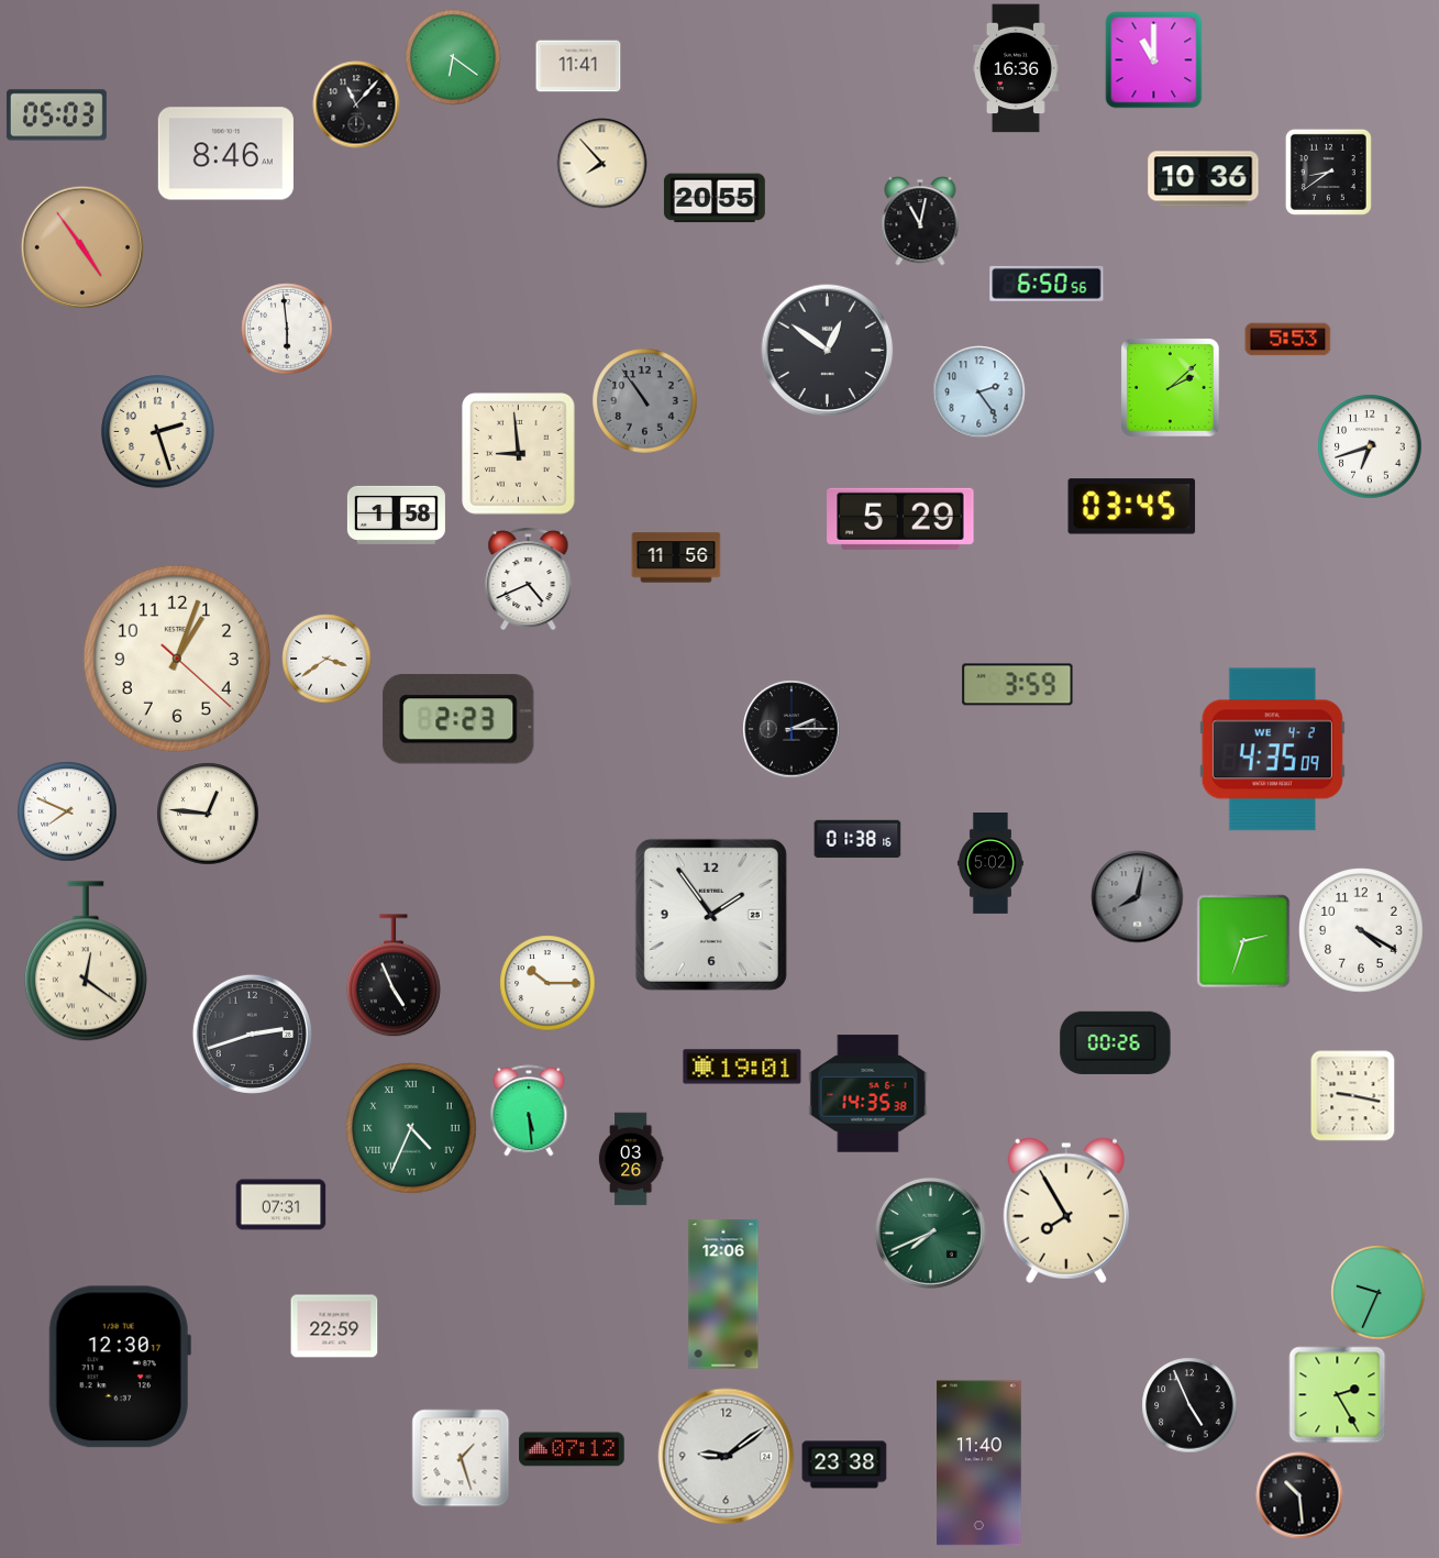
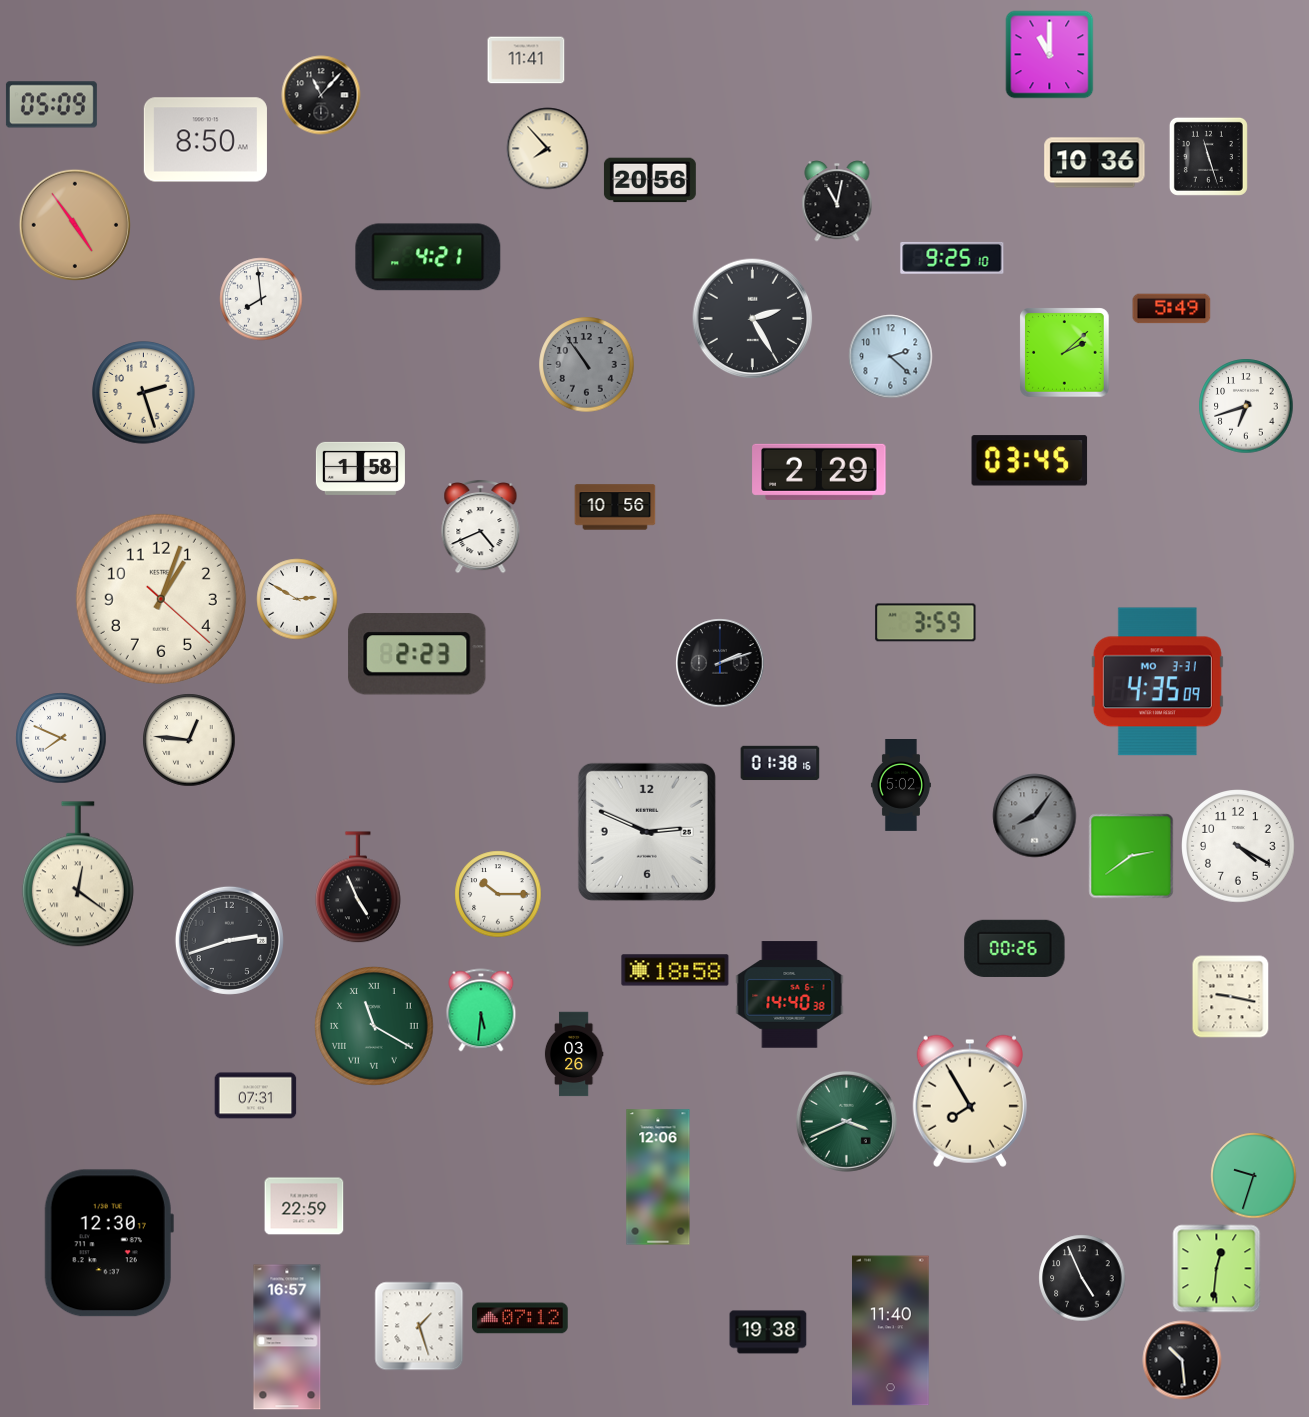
clock at (453, 57): 6:21 -> none
clock at (1016, 68): 16:36 -> none
clock at (356, 104) position: (356, 104) -> (321, 95)
clock at (56, 115): 05:03 -> 05:09
clock at (225, 154): 8:46 -> 8:50
clock at (1328, 172): 8:39 -> 11:27
clock at (715, 198): 20:55 -> 20:56
clock at (428, 257): none -> 4:21
clock at (1047, 284): 6:50 -> 9:25
clock at (287, 329): 5:59 -> 7:59
clock at (1288, 340): 5:53 -> 5:49
clock at (828, 351): 12:51 -> 2:25
clock at (979, 393): 2:24 -> 2:22
clock at (519, 454): 8:59 -> none
clock at (900, 519): 5:29 -> 2:29
clock at (676, 557): 11:56 -> 10:56
clock at (326, 659): 3:39 -> 2:50
clock at (792, 729): 2:15 -> 2:12
clock at (1272, 750) date: WE 4-2 -> MO 3-31
clock at (1138, 897): 8:02 -> 8:06
clock at (711, 915): 1:54 -> 2:49
clock at (1243, 941): 2:33 -> 2:39
clock at (742, 1067): 19:01 -> 18:58
clock at (868, 1094): 14:35 -> 14:40
clock at (529, 1111): 5:29 -> 5:31
clock at (412, 1129): 4:34 -> 11:20
clock at (930, 1233): 7:41 -> 3:41
clock at (1379, 1293): 9:34 -> 9:33
clock at (1338, 1395): 2:25 -> 12:31
clock at (727, 1457): 9:09 -> none
clock at (844, 1465): 23:38 -> 19:38
clock at (287, 1337): none -> 16:57
